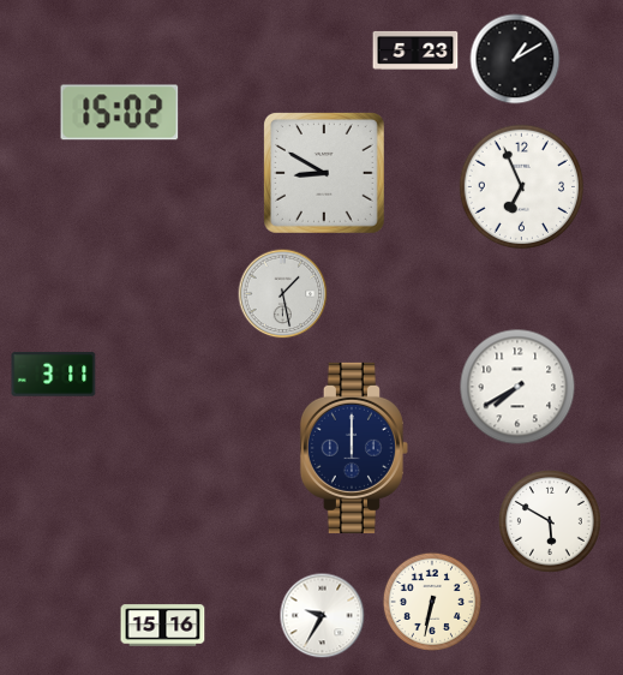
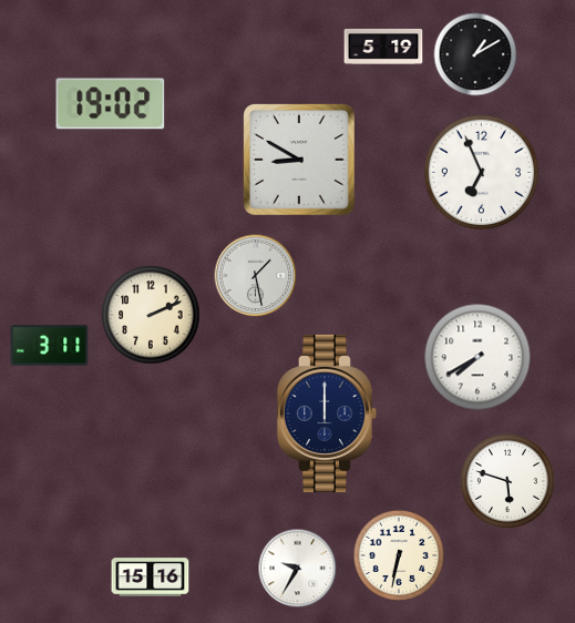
clock at (415, 50): 5:23 -> 5:19
clock at (120, 113): 15:02 -> 19:02
clock at (283, 294) position: (283, 294) -> (256, 276)
clock at (151, 315): none -> 2:11
clock at (551, 522): 5:50 -> 5:48
